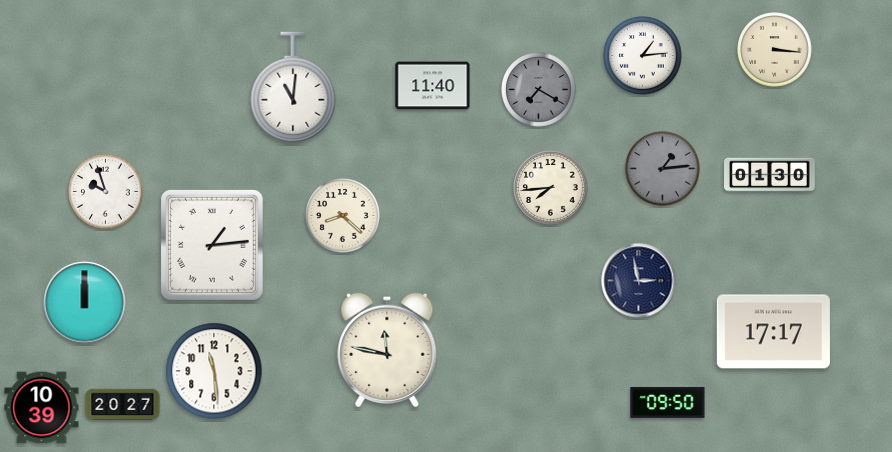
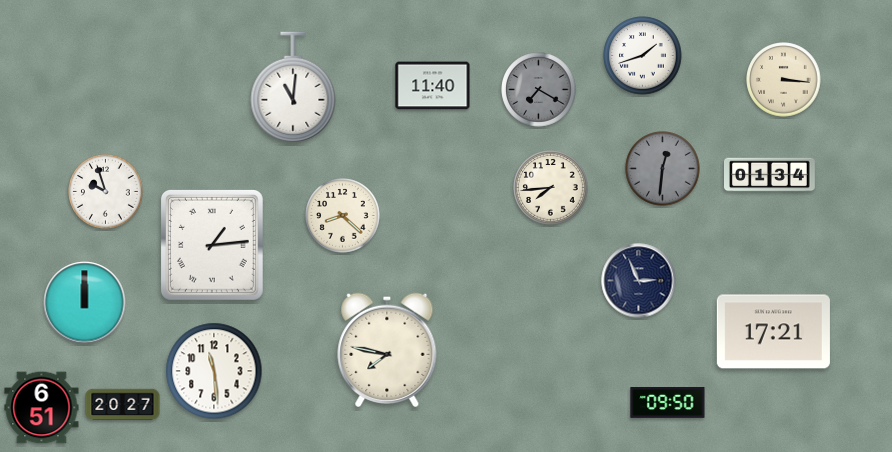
clock at (775, 50) position: (775, 50) -> (784, 80)
clock at (643, 56): 1:14 -> 1:42
clock at (663, 169): 1:14 -> 12:31
clock at (770, 175): 01:30 -> 01:34
clock at (639, 281): 2:58 -> 2:56
clock at (773, 332): 17:17 -> 17:21
clock at (387, 350): 11:47 -> 7:47
clock at (42, 408): 10:39 -> 6:51
